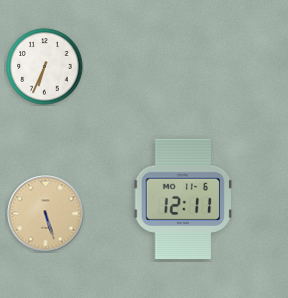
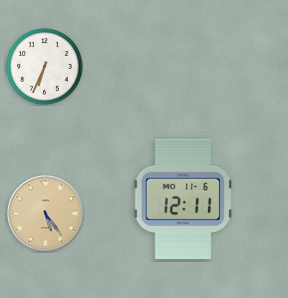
clock at (46, 214): 5:27 -> 5:24
